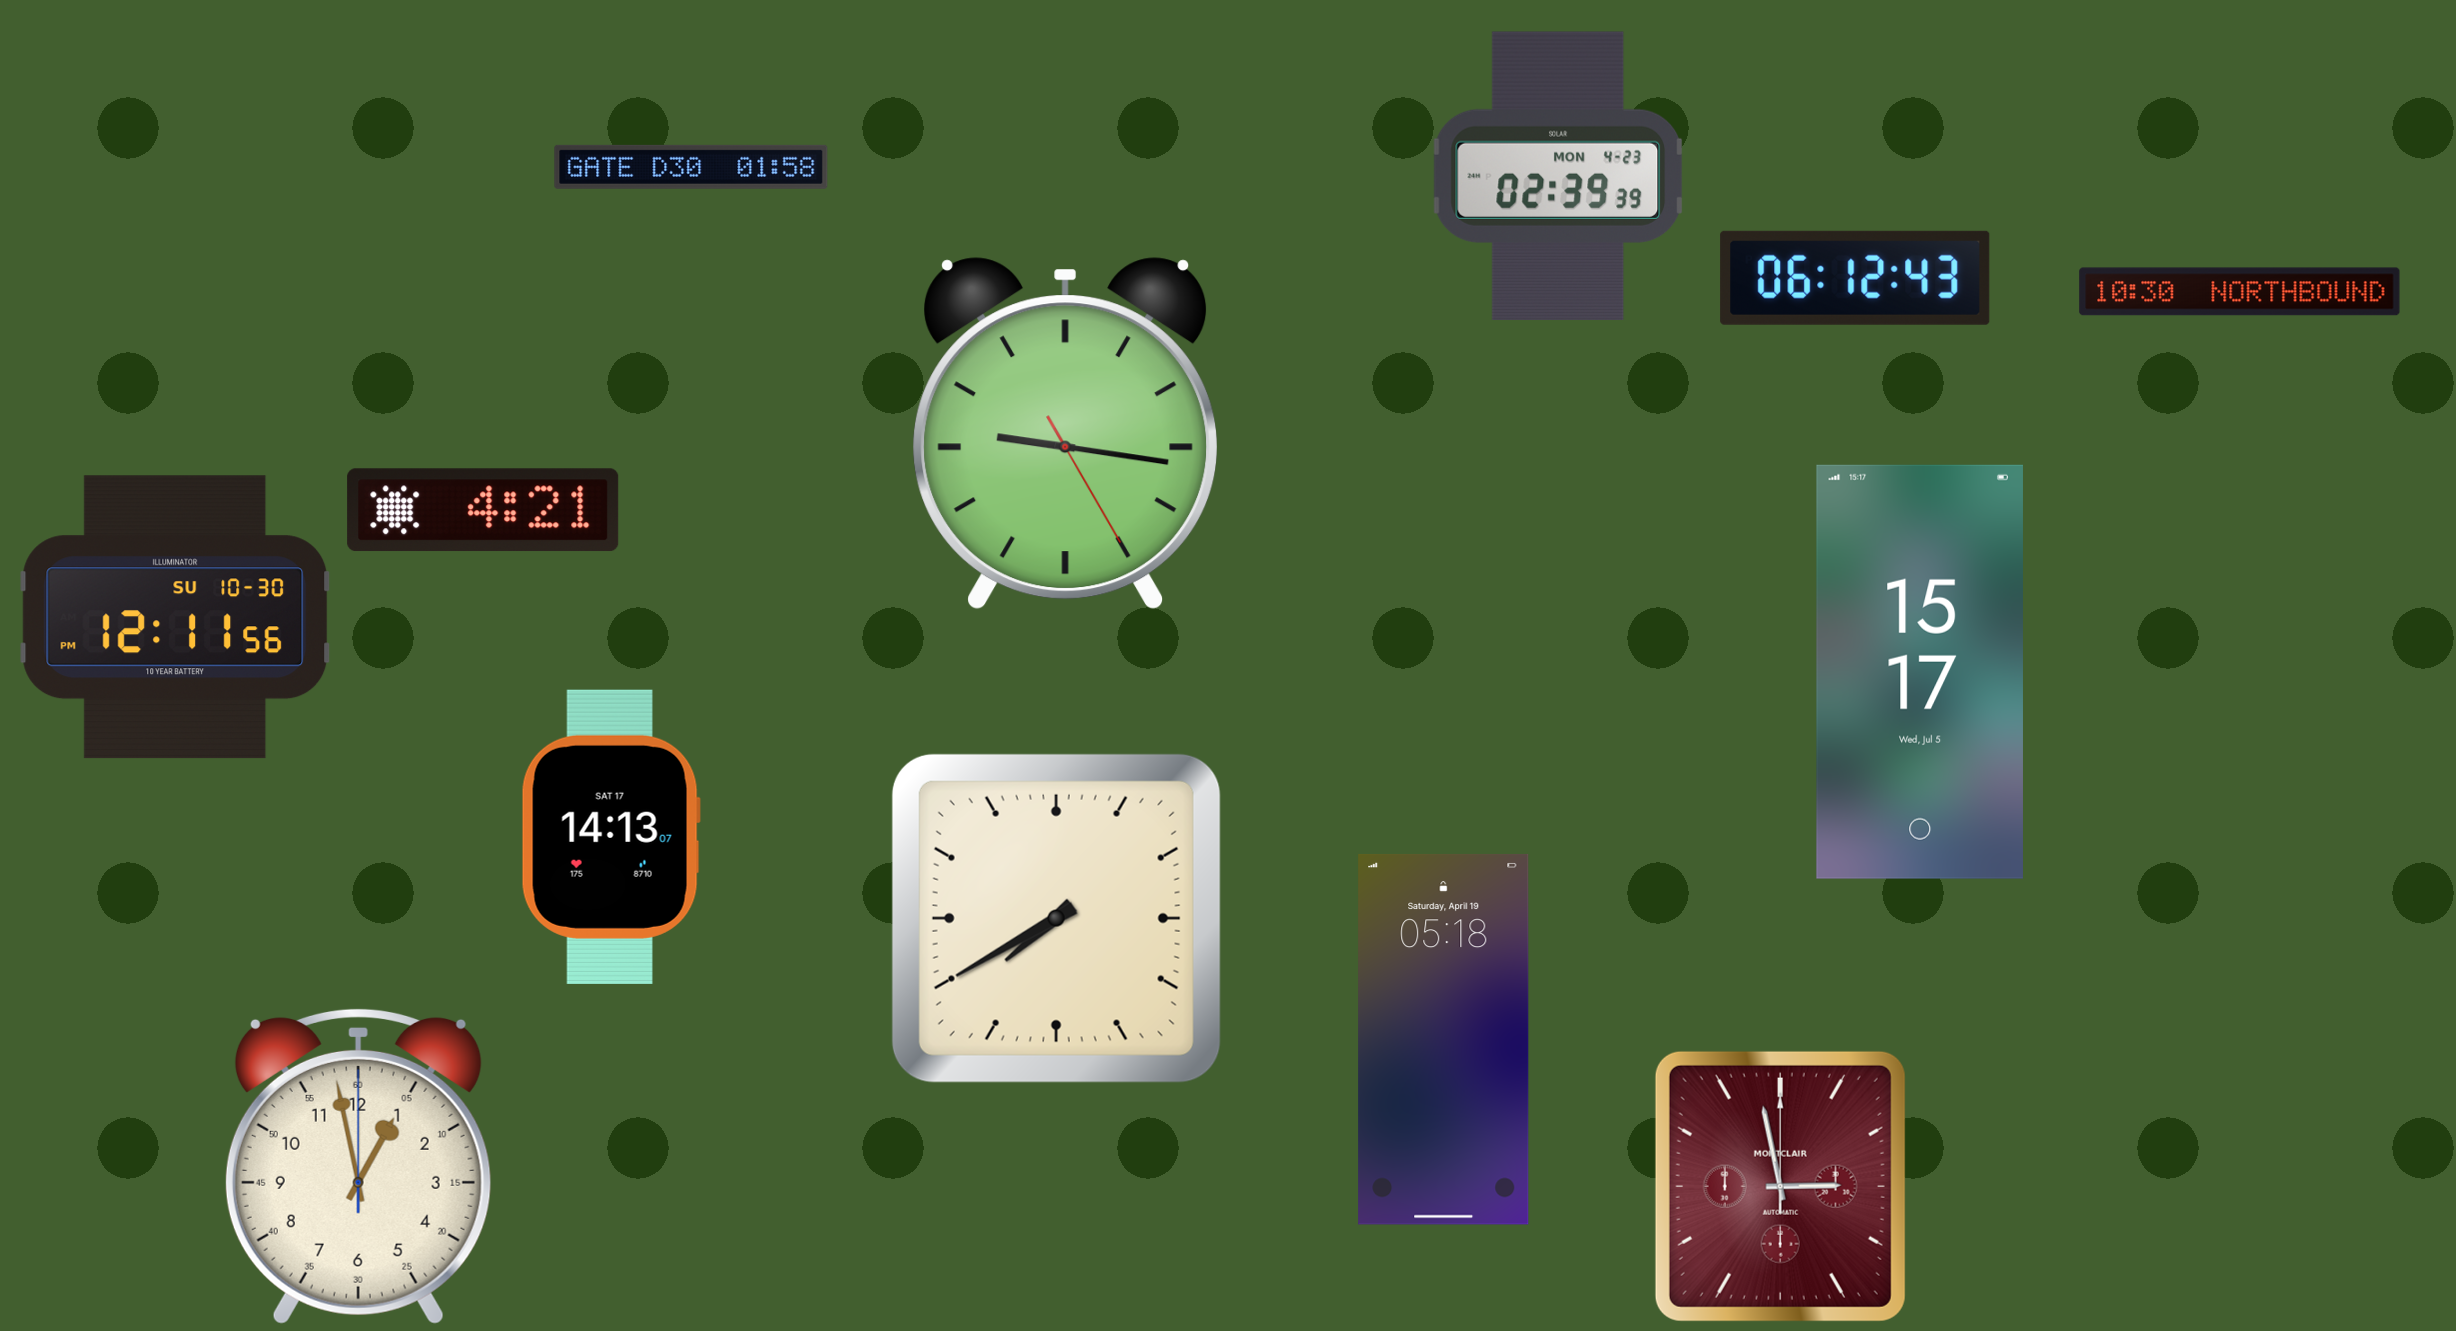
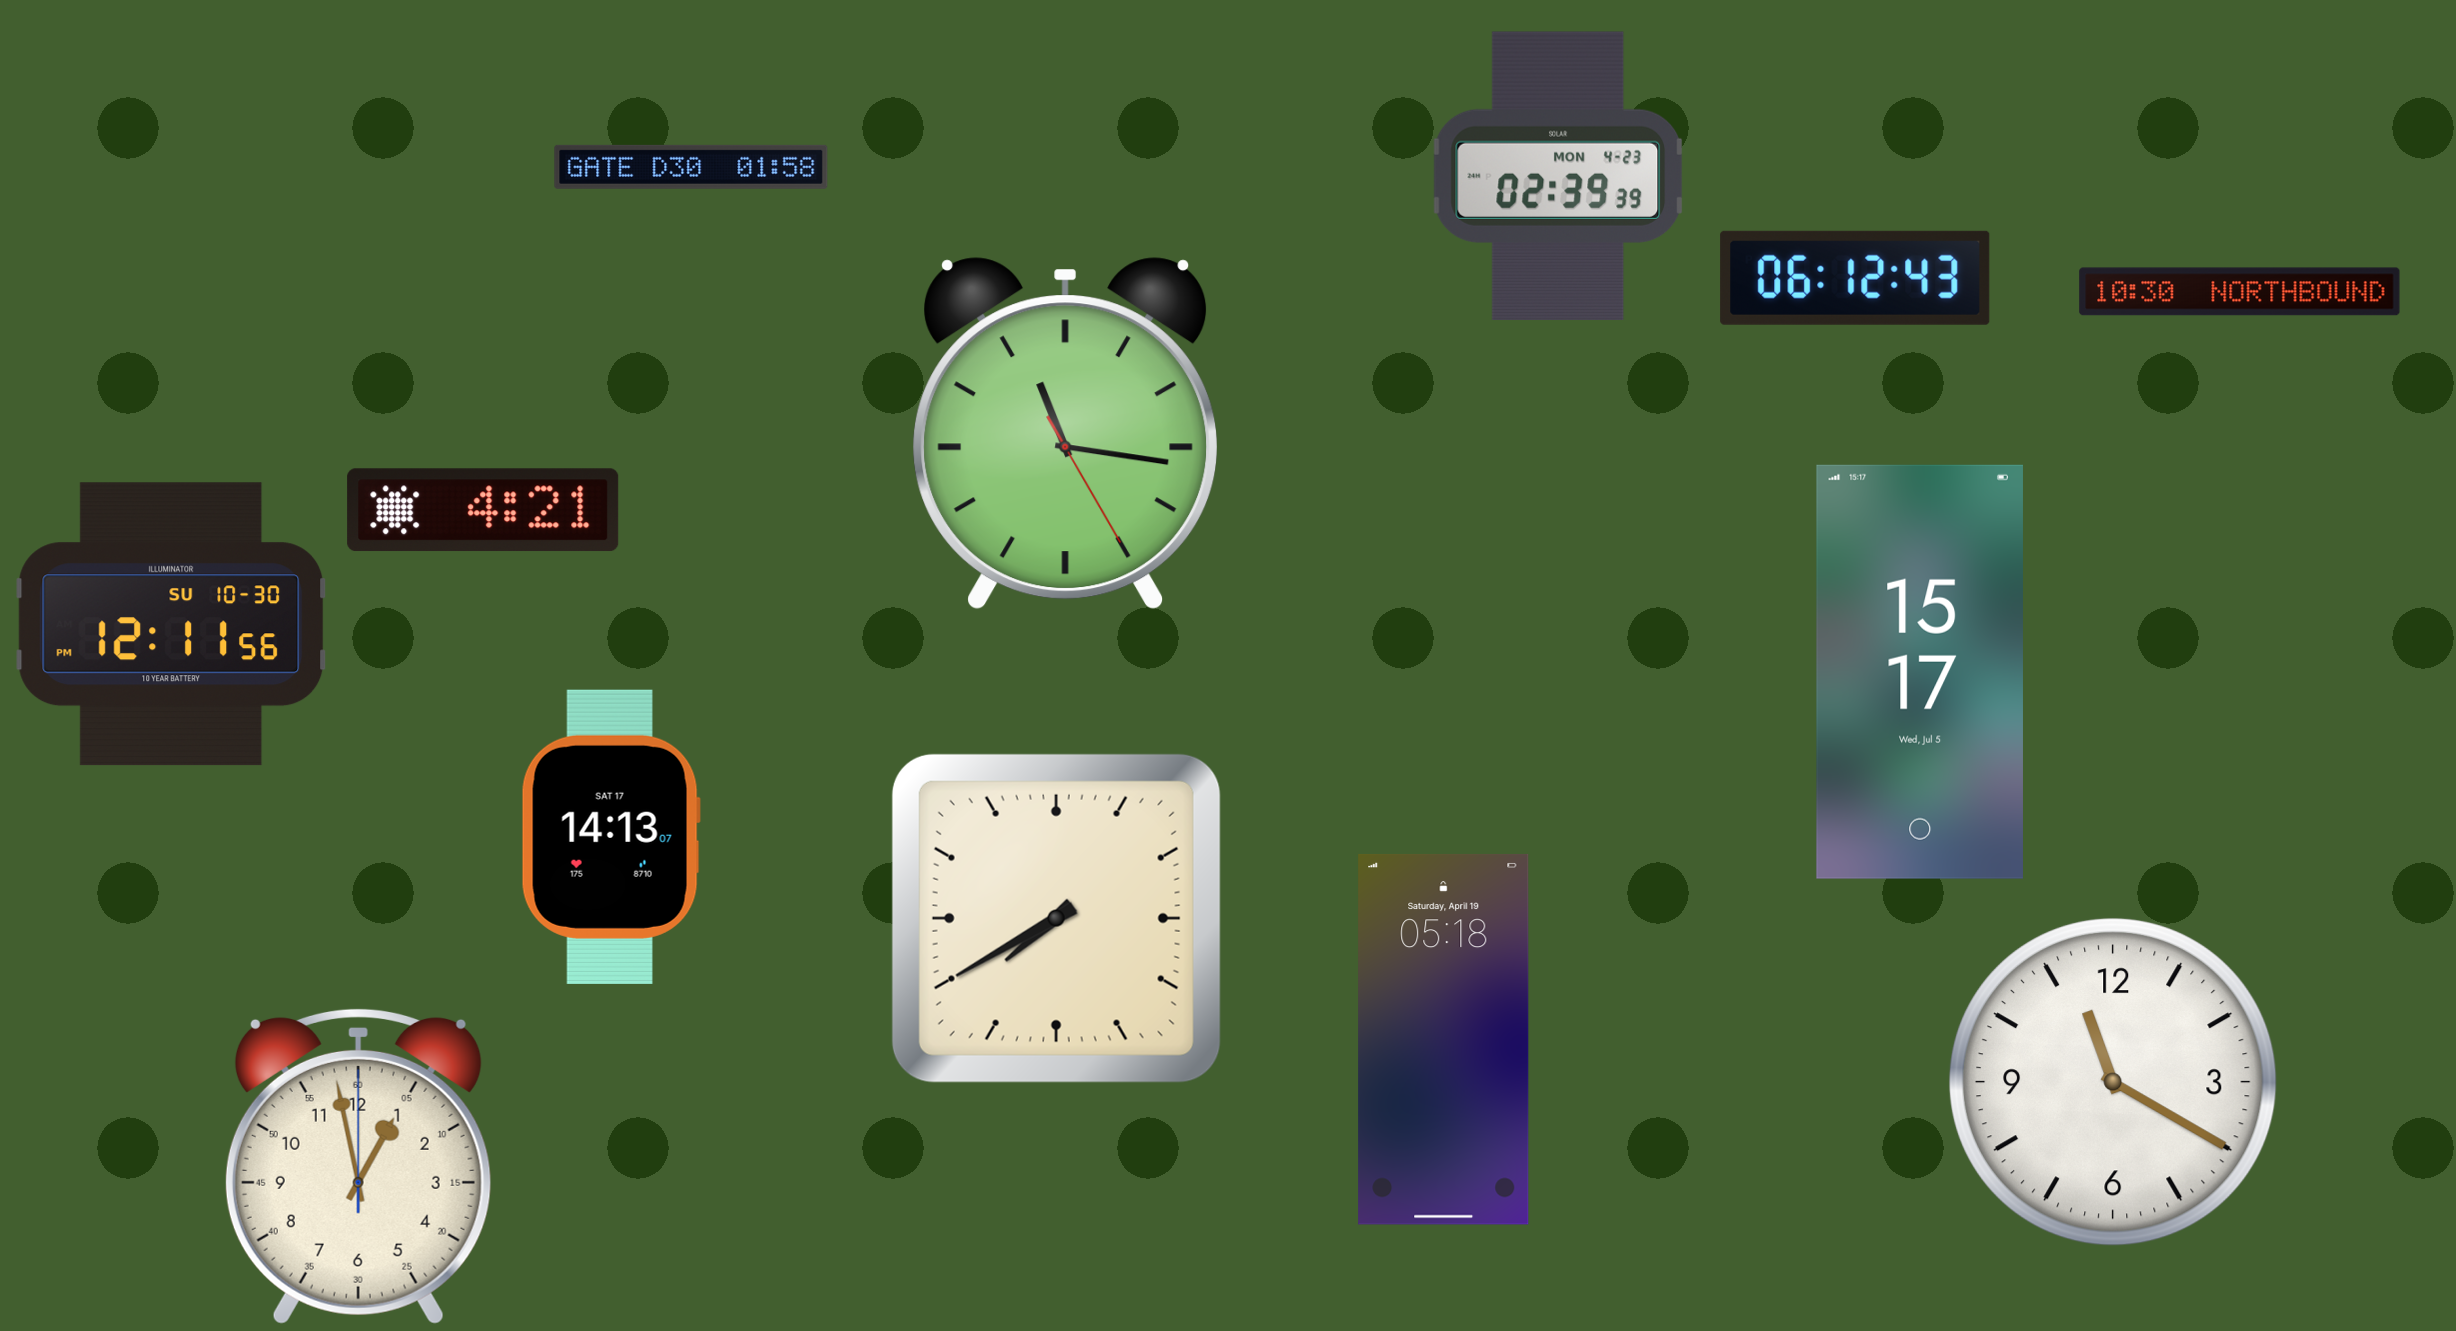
clock at (1065, 434): 9:16 -> 11:16
clock at (175, 617) position: (175, 617) -> (171, 624)
clock at (2113, 1082): none -> 11:20
clock at (1780, 1186): 2:58 -> none
